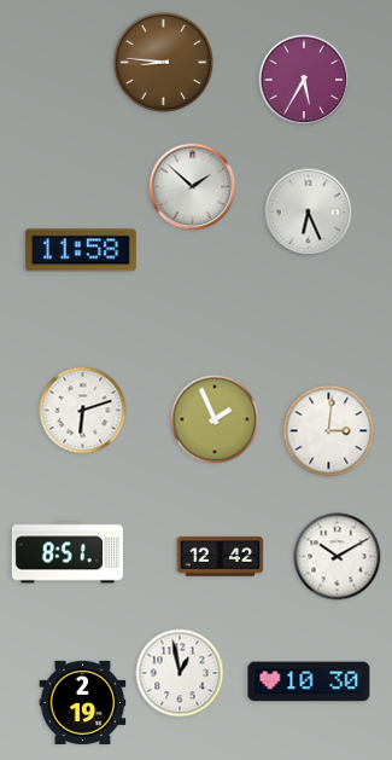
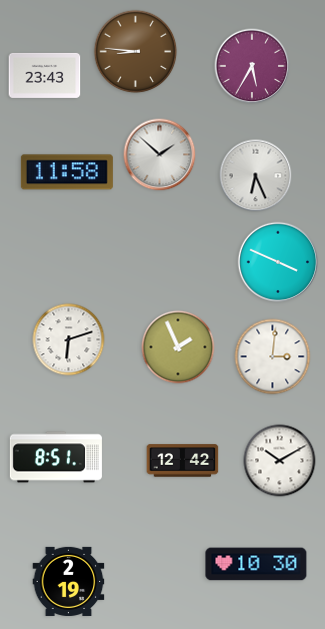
clock at (45, 75): none -> 23:43
clock at (81, 250) position: (81, 250) -> (67, 172)
clock at (278, 262): none -> 3:49
clock at (180, 673): 12:58 -> none
